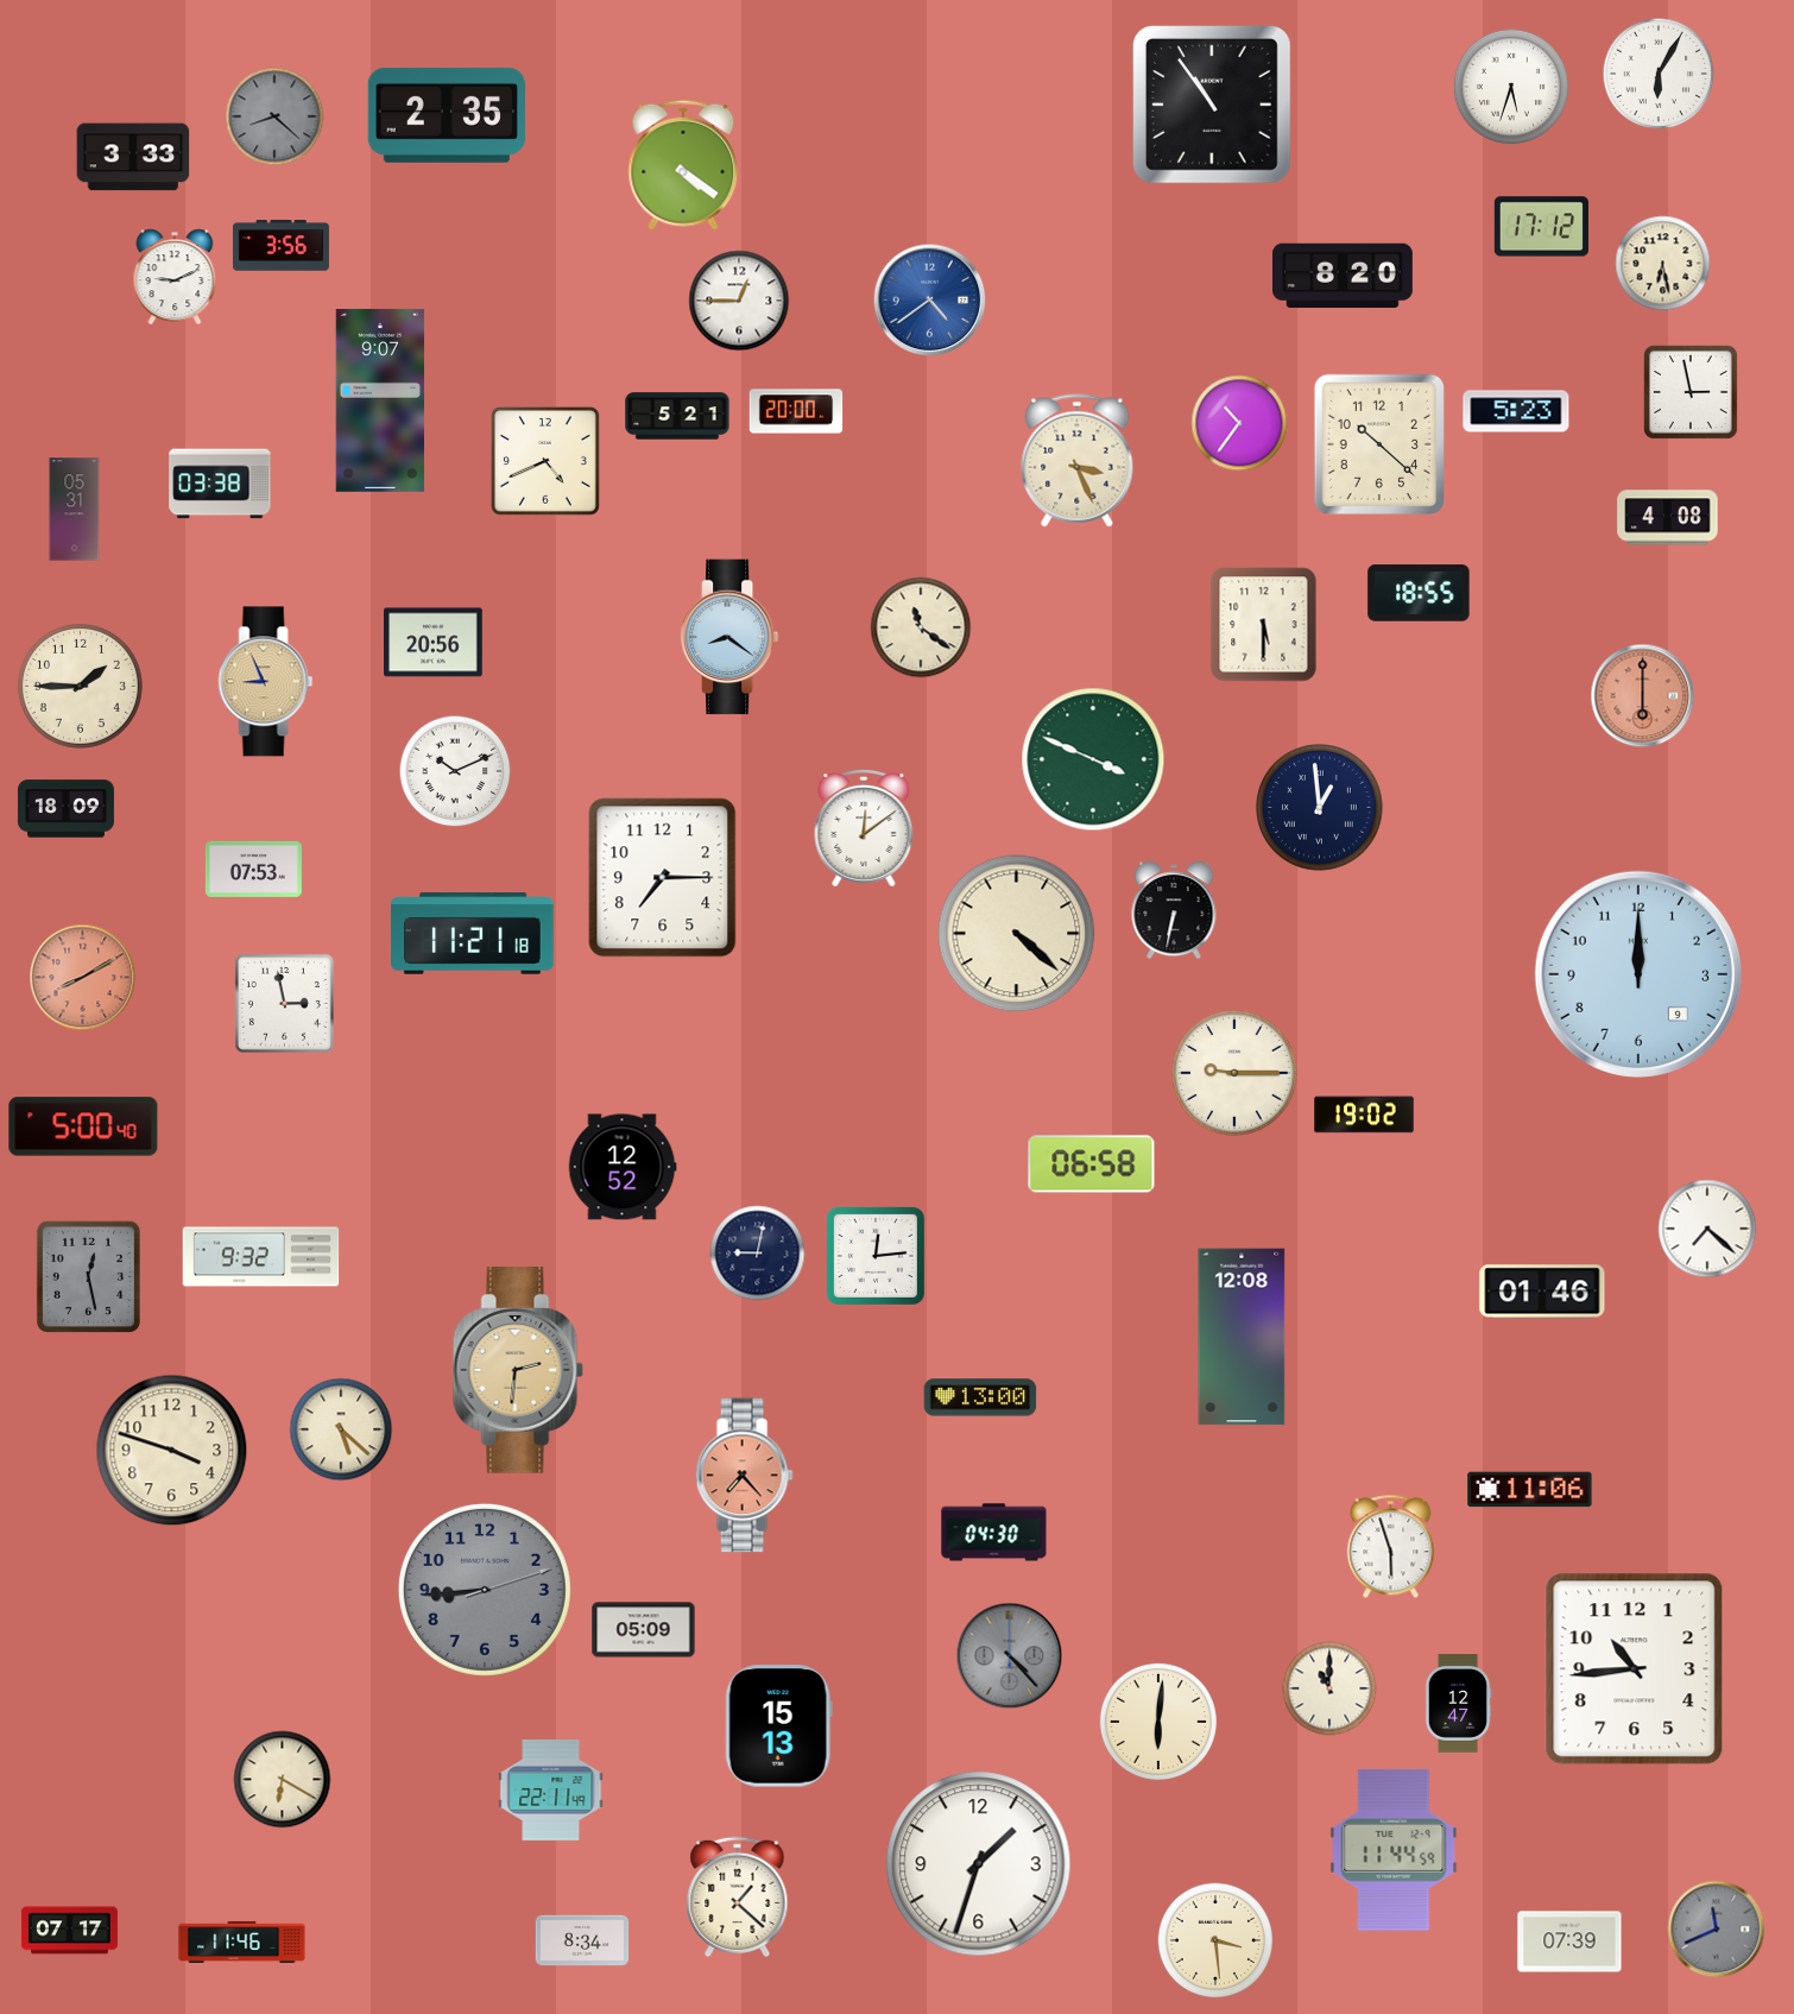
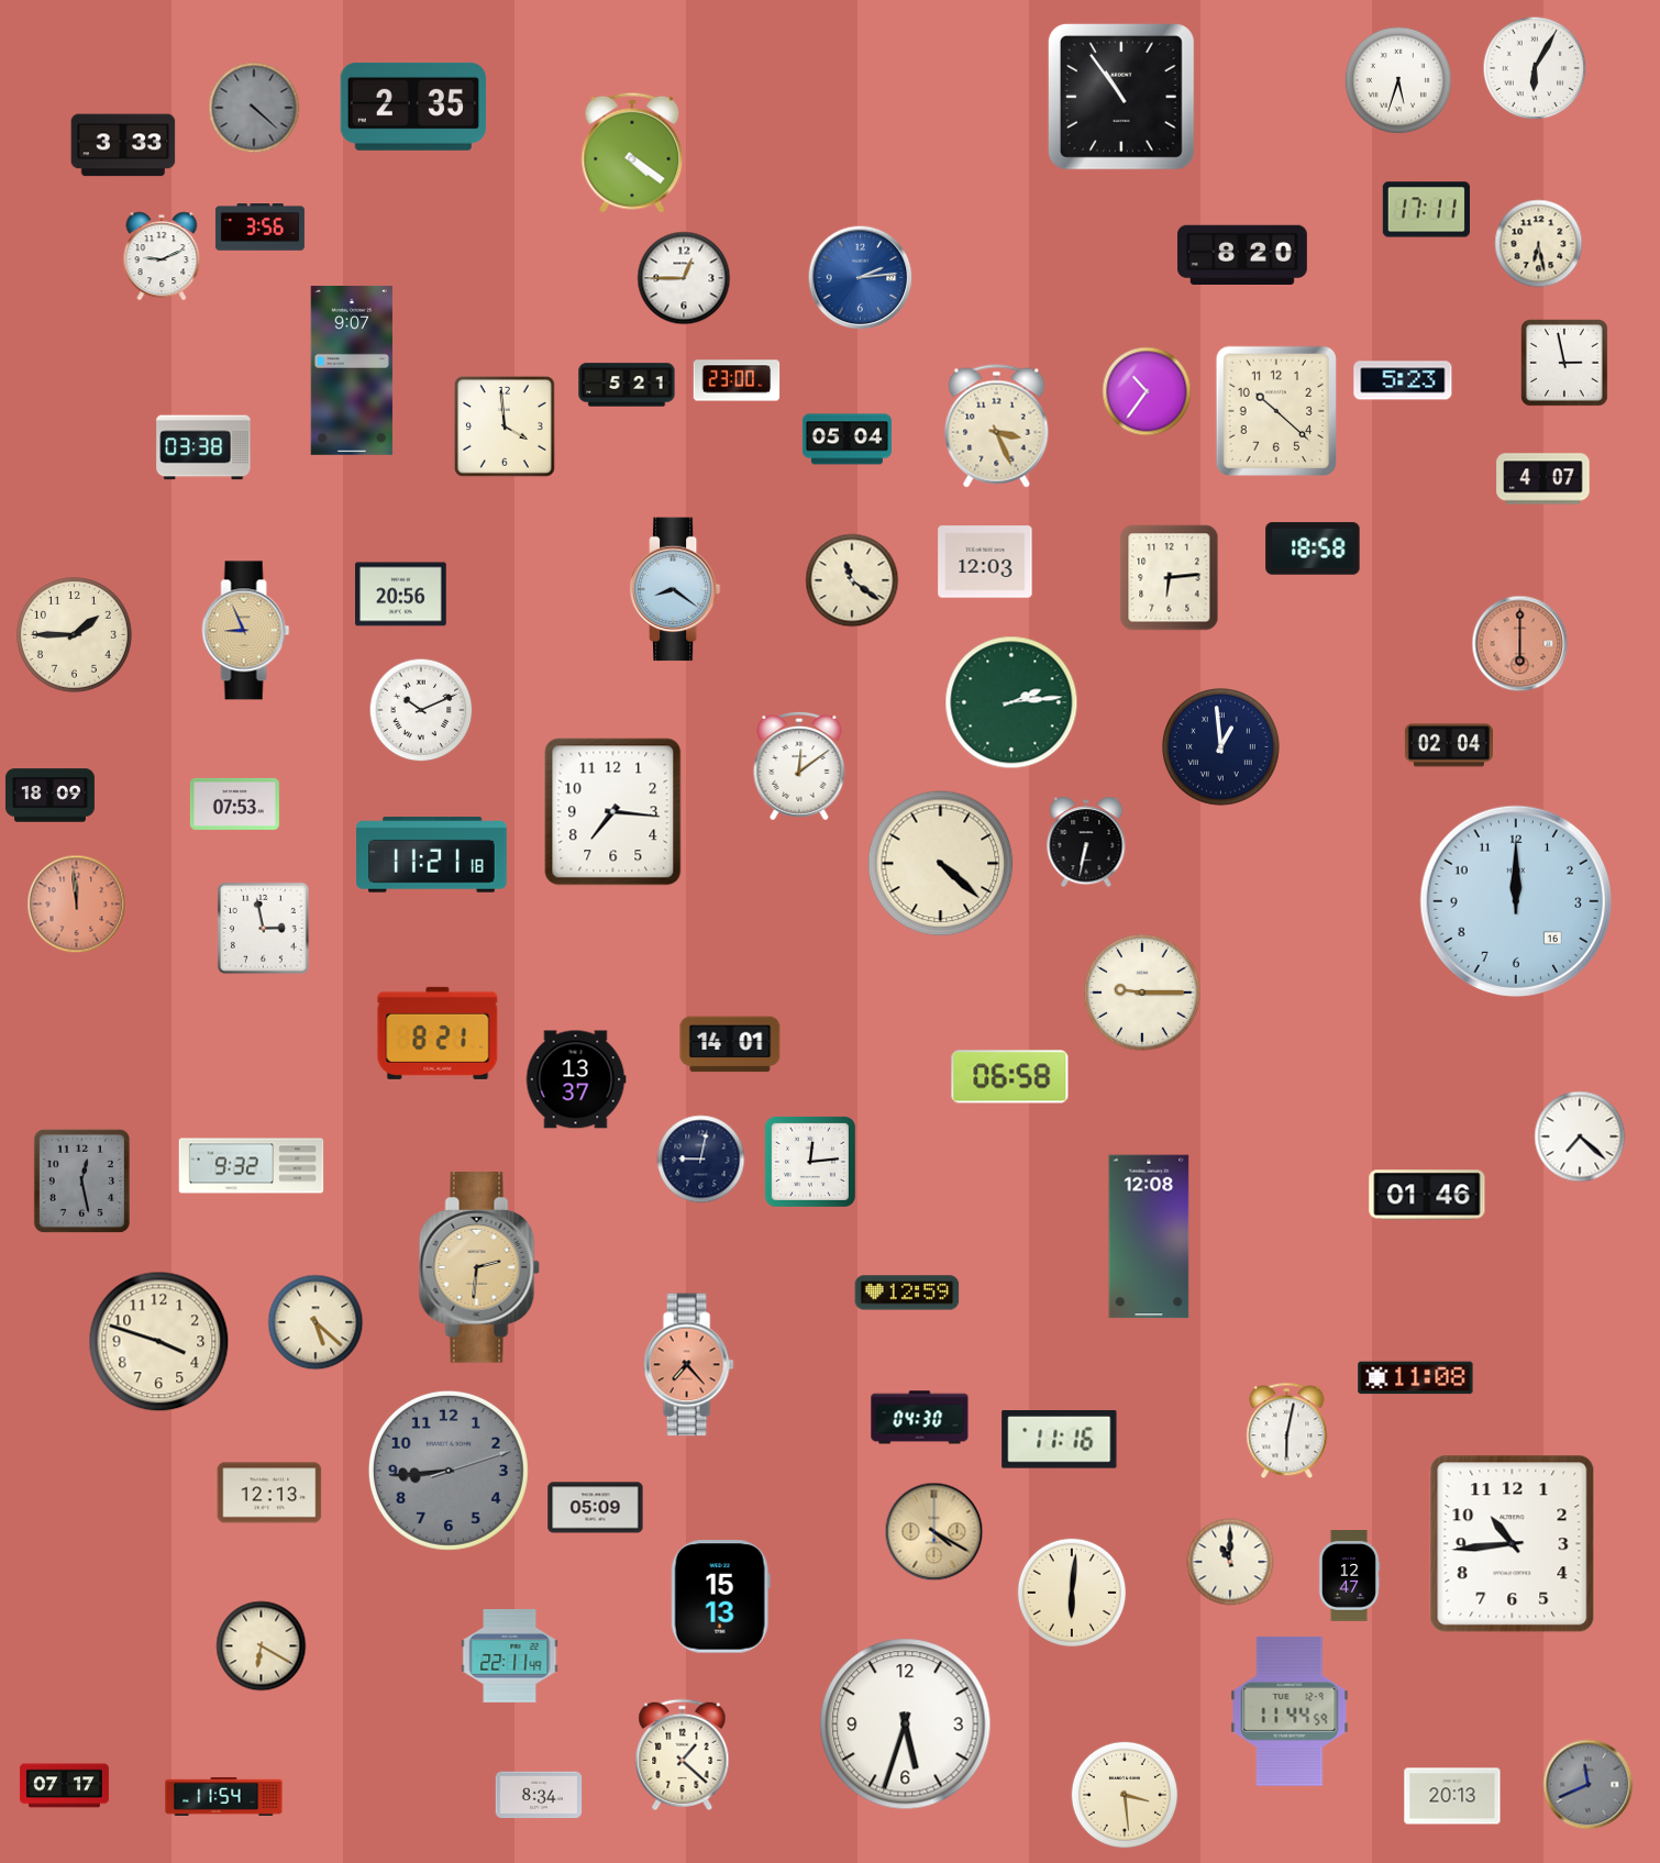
clock at (274, 116): 8:22 -> 4:22
clock at (1541, 227): 17:12 -> 17:11
clock at (930, 301): 4:39 -> 2:14
clock at (796, 411): 20:00 -> 23:00
clock at (545, 461): 4:41 -> 3:59
clock at (846, 440): none -> 05:04
clock at (75, 510): 05:31 -> none
clock at (1668, 518): 4:08 -> 4:07
clock at (1419, 593): 18:55 -> 18:58
clock at (985, 562): none -> 12:03
clock at (1264, 625): 5:30 -> 6:14
clock at (1093, 759): 3:49 -> 2:14
clock at (455, 771) position: (455, 771) -> (421, 710)
clock at (1449, 745): none -> 02:04
clock at (65, 809) position: (65, 809) -> (49, 796)
clock at (663, 878): 7:15 -> 7:16
clock at (473, 934) position: (473, 934) -> (432, 855)
clock at (1638, 974) date: 9 -> 16
clock at (83, 978): 8:10 -> 11:59
clock at (1364, 1115): 19:02 -> none
clock at (438, 1033): none -> 8:21
clock at (83, 1126): 5:00 -> none
clock at (730, 1044): none -> 14:01
clock at (623, 1167): 12:52 -> 13:37
clock at (261, 1257) position: (261, 1257) -> (252, 1166)
clock at (980, 1397): 13:00 -> 12:59
clock at (1530, 1490): 11:06 -> 11:08
clock at (1391, 1547): 5:57 -> 6:02
clock at (1060, 1440): none -> 11:16
clock at (269, 1493): none -> 12:13
clock at (1010, 1656): 4:23 -> 4:20
clock at (1010, 1656) dial: grey -> champagne
clock at (979, 1864): 1:33 -> 5:33
clock at (242, 1942): 11:46 -> 11:54
clock at (1569, 1942): 07:39 -> 20:13
